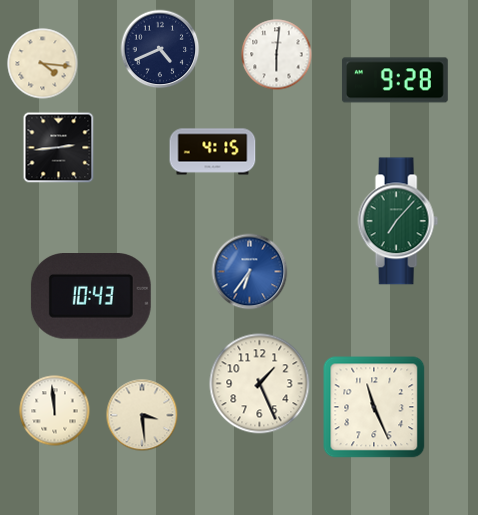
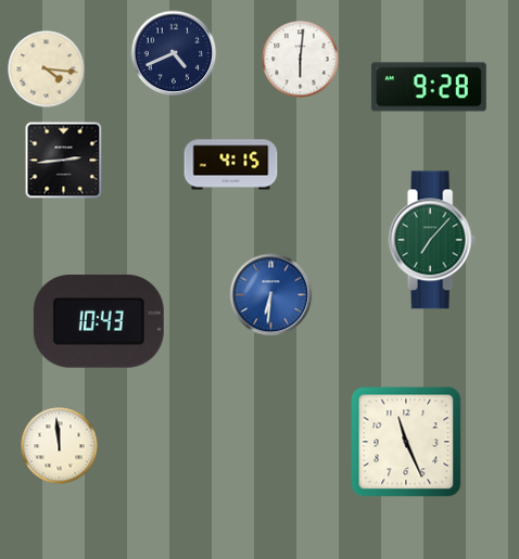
clock at (250, 272): 6:36 -> 6:31
clock at (260, 384): 1:26 -> none
clock at (142, 415): 3:29 -> none
